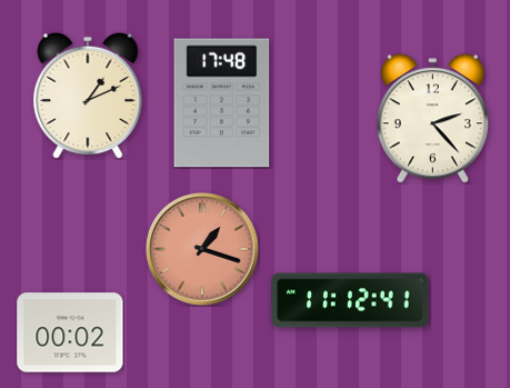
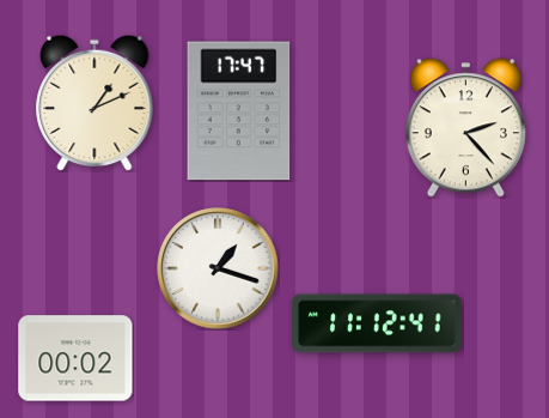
clock at (222, 103): 17:48 -> 17:47
clock at (202, 249) dial: salmon -> white
